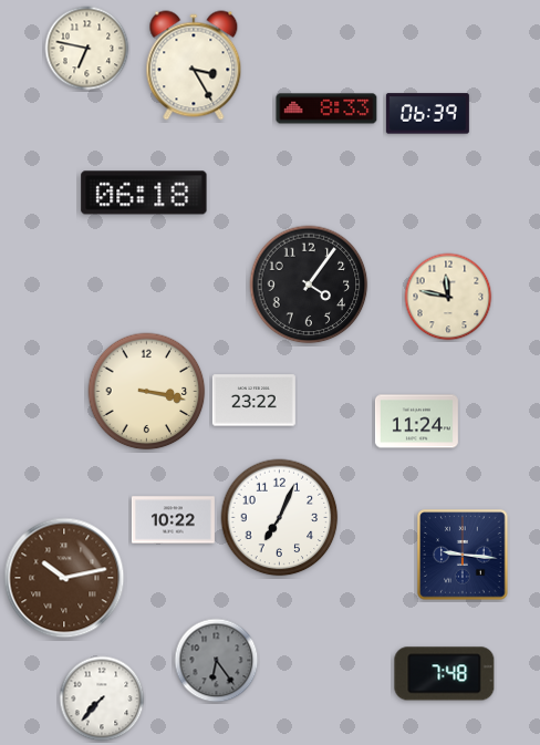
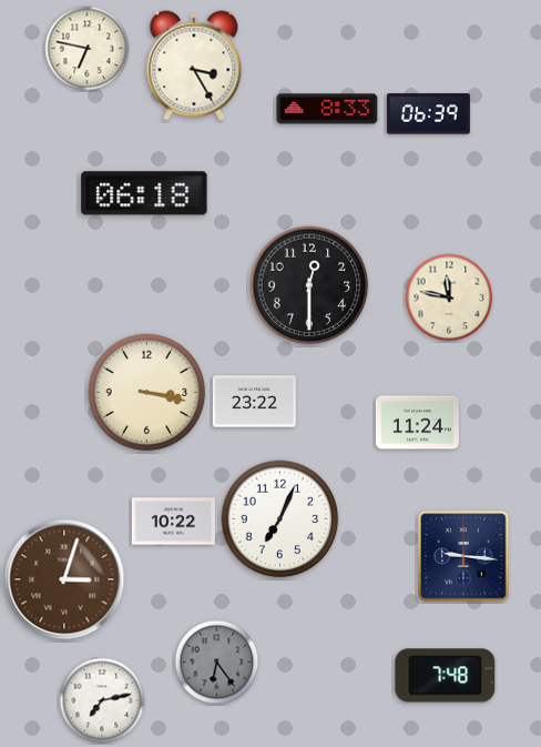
clock at (309, 284): 4:06 -> 12:30
clock at (64, 578): 10:13 -> 3:03
clock at (102, 699): 7:37 -> 7:13
